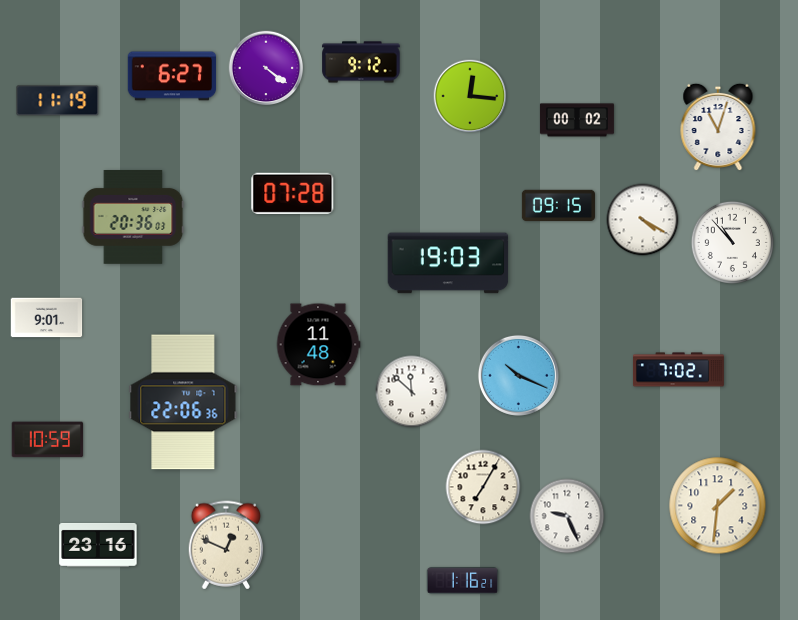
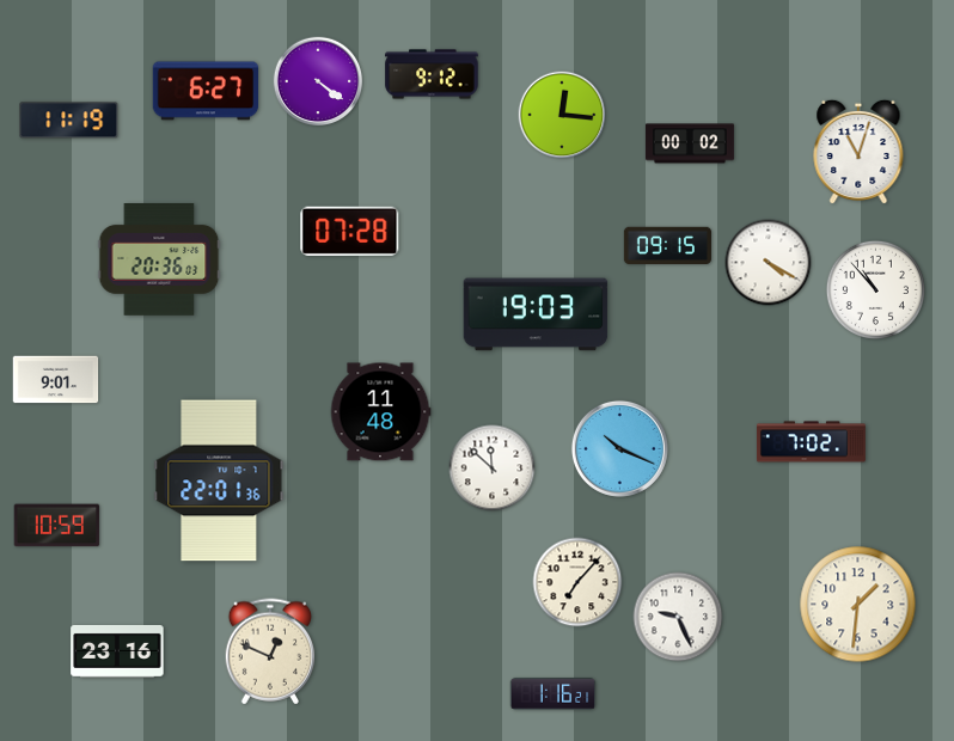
clock at (183, 402): 22:06 -> 22:01
clock at (483, 487): 7:05 -> 7:07
